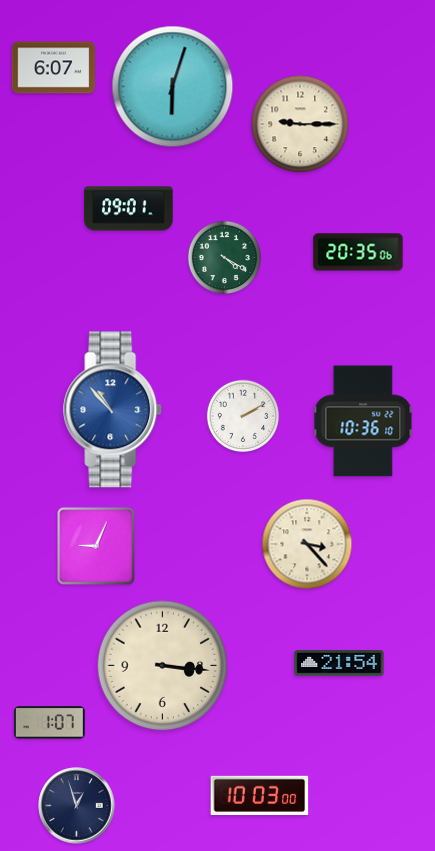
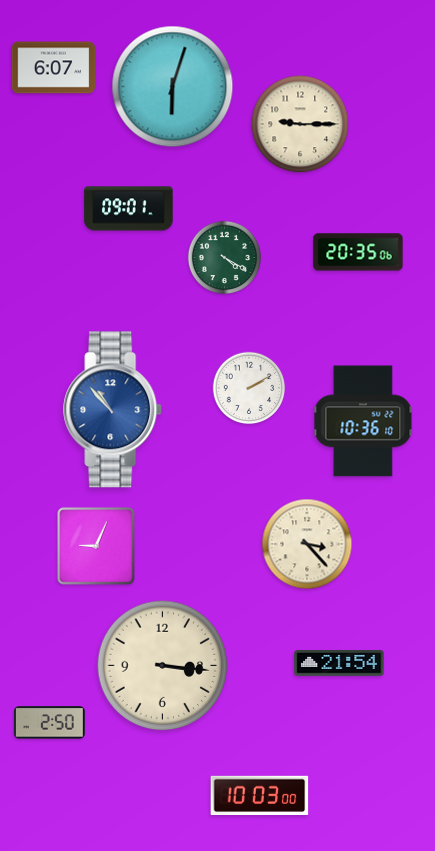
clock at (243, 416) position: (243, 416) -> (249, 388)
clock at (49, 723): 1:07 -> 2:50
clock at (77, 806): 12:57 -> none
